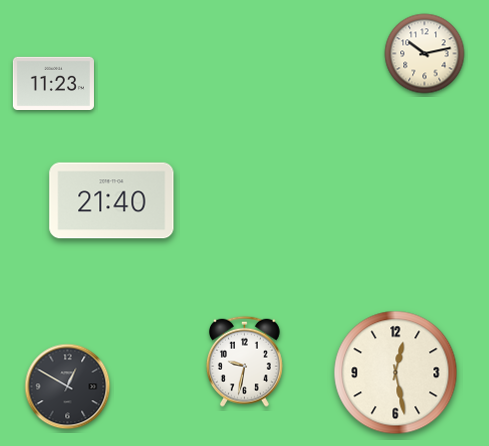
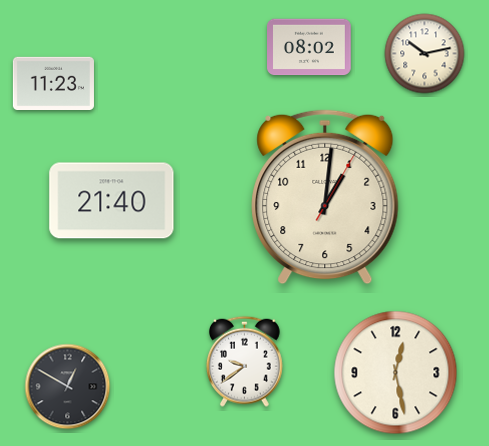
clock at (310, 47): none -> 08:02
clock at (325, 197): none -> 1:01
clock at (244, 361): 9:32 -> 9:39
